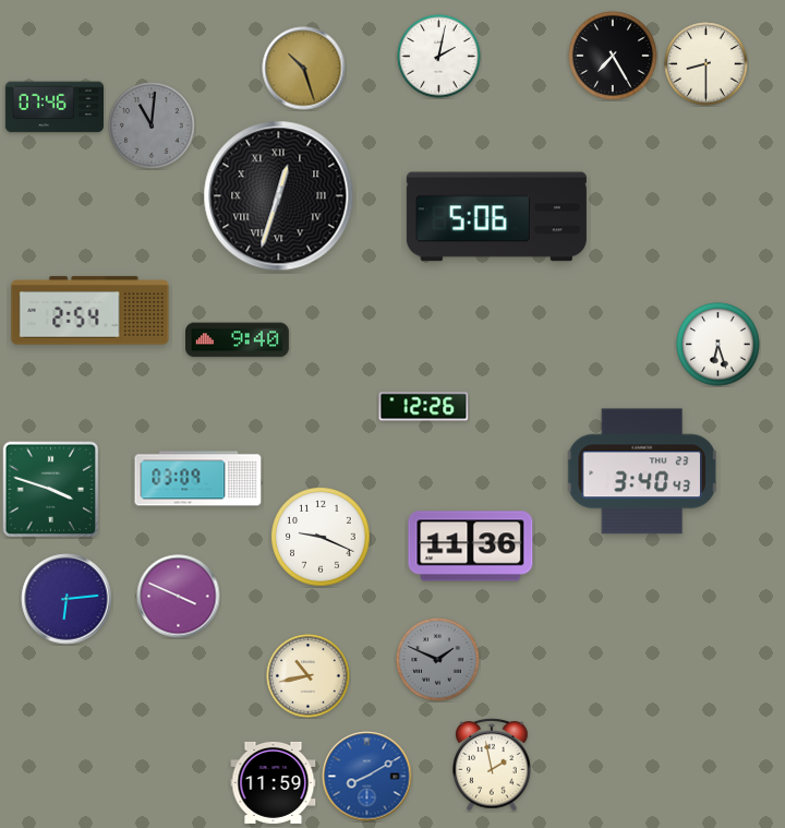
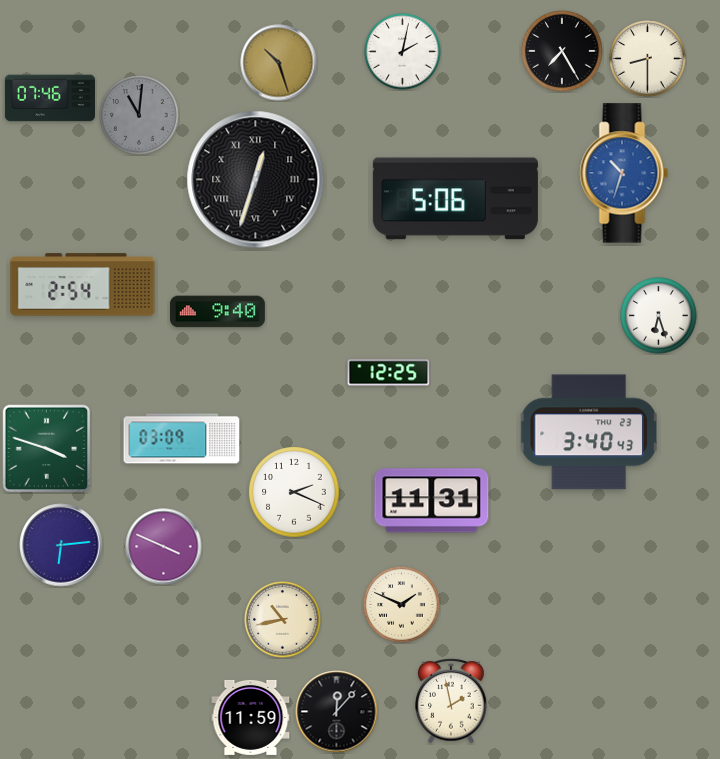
clock at (624, 173): none -> 10:33
clock at (424, 407): 12:26 -> 12:25
clock at (321, 537): 9:19 -> 2:19
clock at (471, 547): 11:36 -> 11:31
clock at (67, 599) position: (67, 599) -> (61, 545)
clock at (438, 660) dial: grey -> cream
clock at (367, 777): 8:10 -> 12:07
clock at (367, 777) dial: blue -> black
